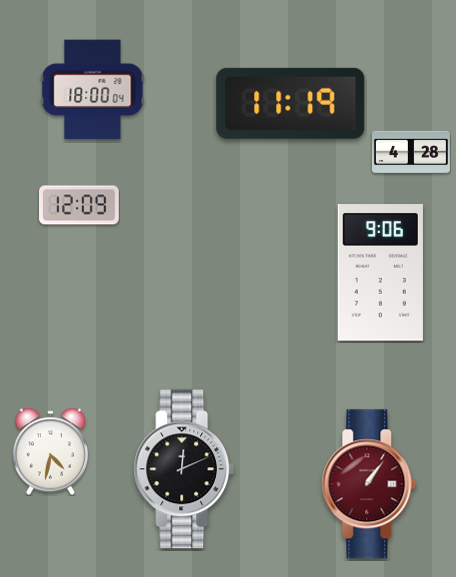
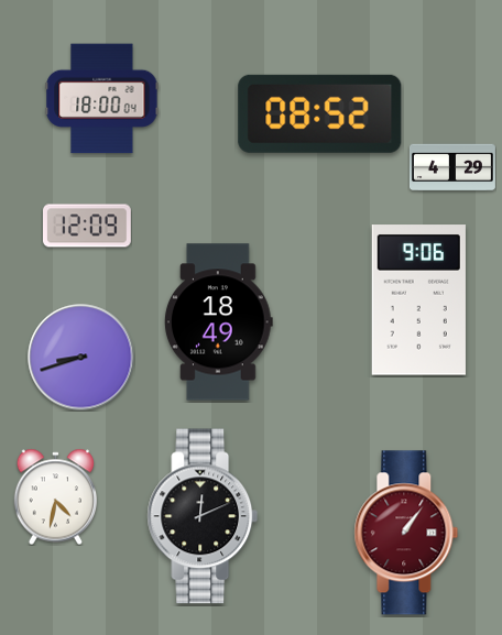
clock at (291, 103): 11:19 -> 08:52
clock at (411, 152): 4:28 -> 4:29
clock at (218, 322): none -> 18:49
clock at (81, 358): none -> 8:42
